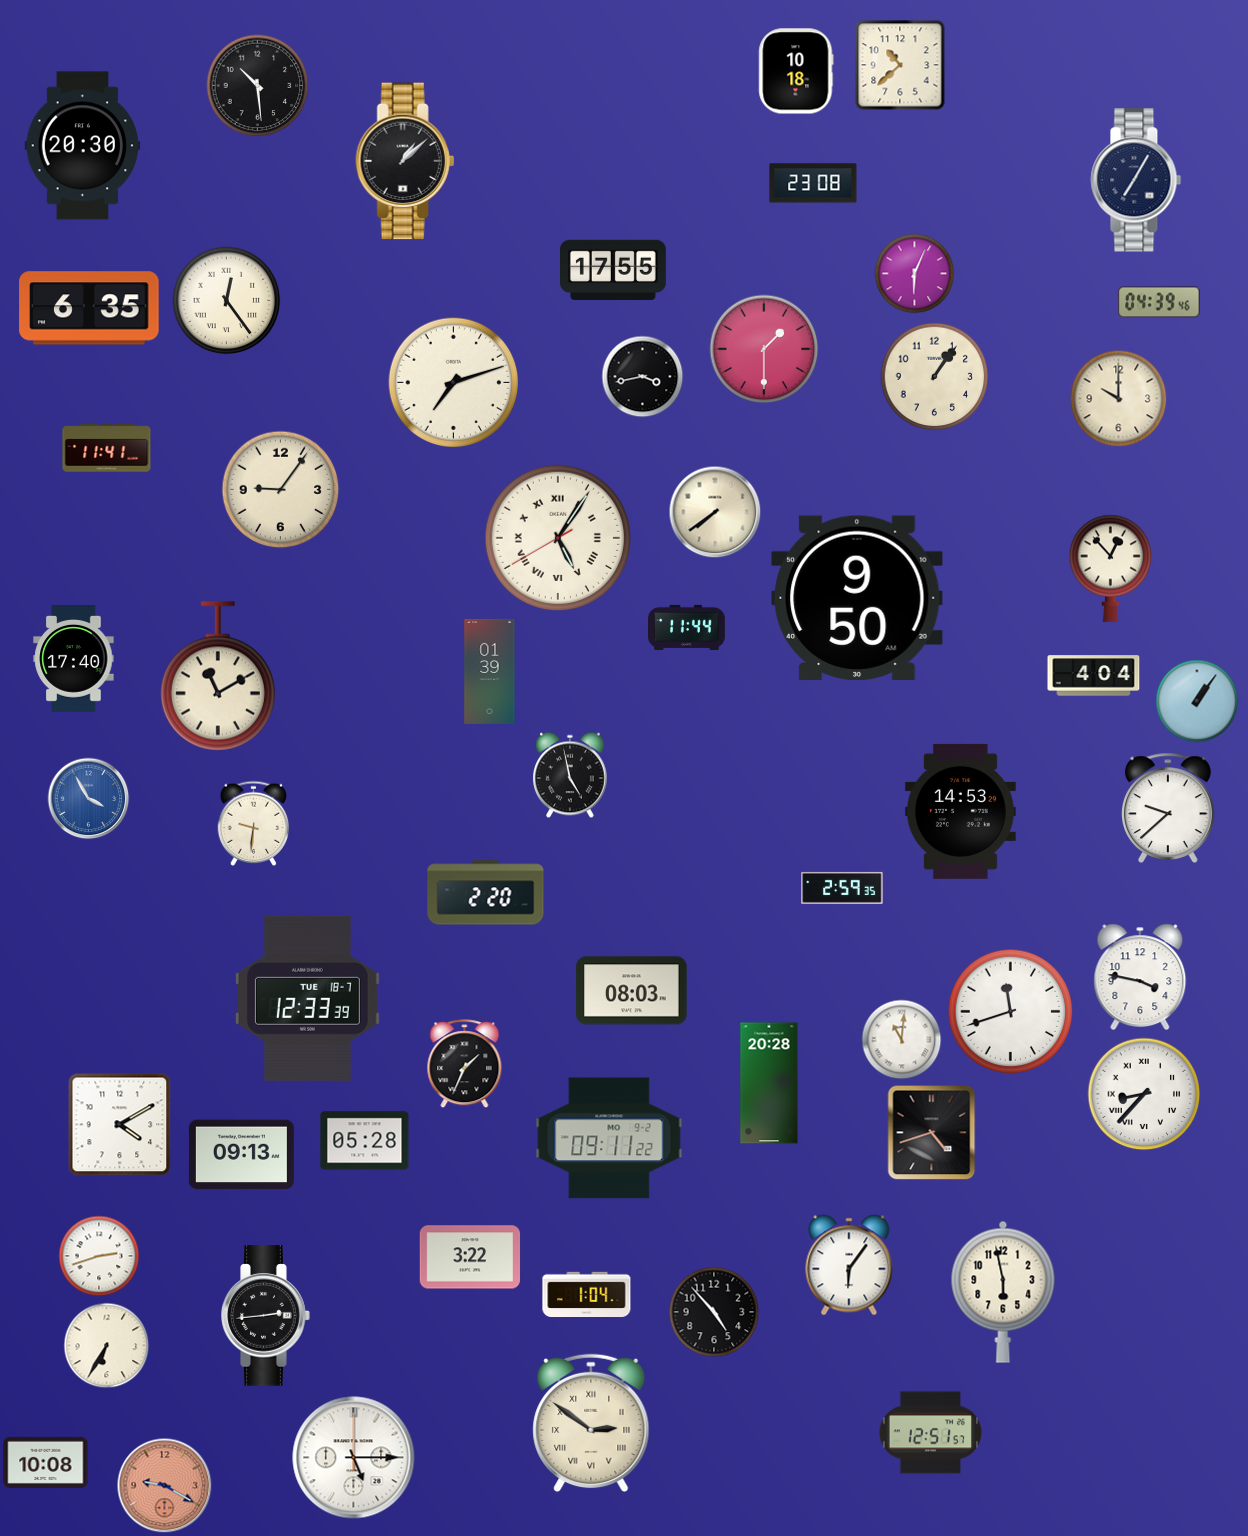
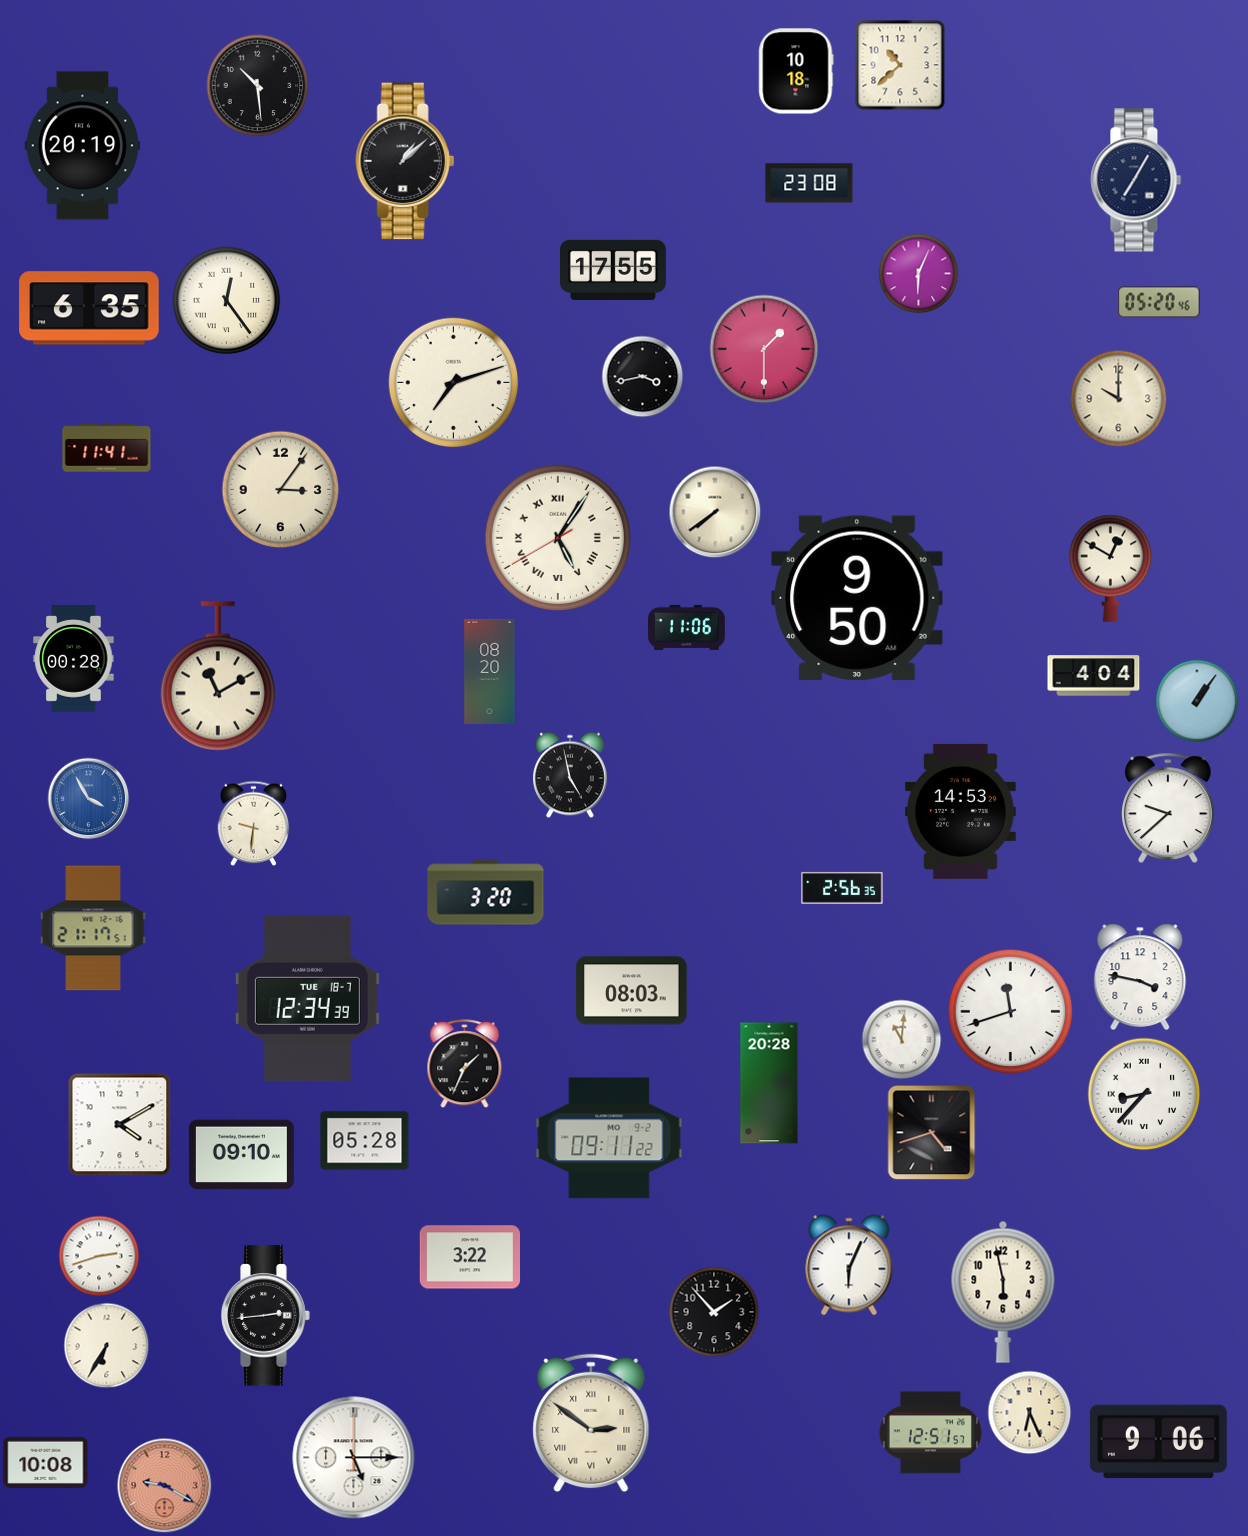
clock at (83, 146): 20:30 -> 20:19
clock at (813, 183) position: (813, 183) -> (809, 183)
clock at (915, 274) position: (915, 274) -> (919, 274)
clock at (1159, 302): 04:39 -> 05:20
clock at (935, 377): 1:06 -> none
clock at (281, 490): 9:06 -> 3:06
clock at (1111, 568): 12:53 -> 12:50
clock at (687, 627): 11:44 -> 11:06
clock at (74, 659): 17:40 -> 00:28
clock at (490, 671): 01:39 -> 08:20
clock at (842, 888): 2:59 -> 2:56
clock at (486, 893): 2:20 -> 3:20
clock at (93, 928): none -> 21:17
clock at (307, 998): 12:33 -> 12:34
clock at (241, 1155): 09:13 -> 09:10
clock at (849, 1265): 6:06 -> 6:04
clock at (587, 1295): 1:04 -> none
clock at (714, 1312): 4:53 -> 1:53
clock at (1030, 1413): none -> 6:26
clock at (1158, 1442): none -> 9:06
